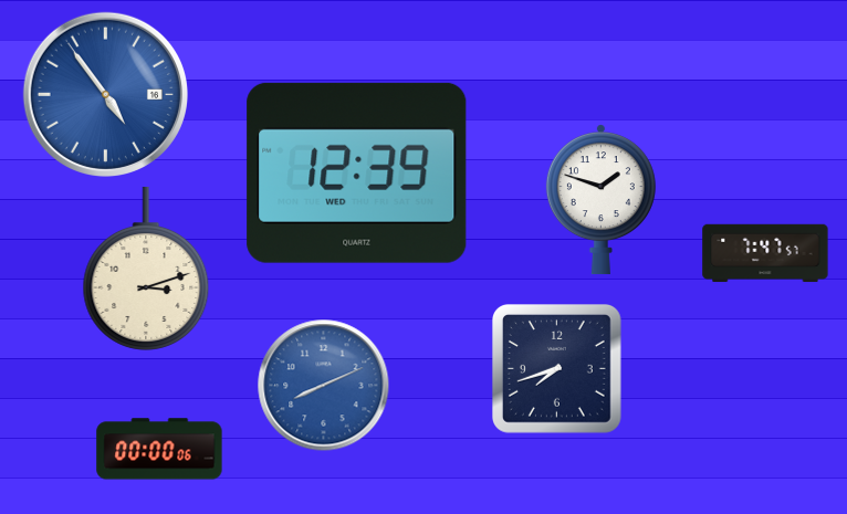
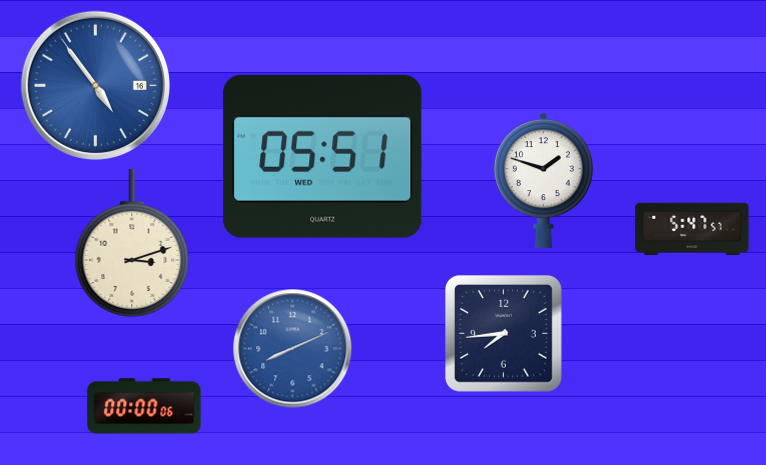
clock at (357, 172): 12:39 -> 05:51
clock at (765, 253): 7:47 -> 5:47
clock at (557, 369): 7:42 -> 7:44
